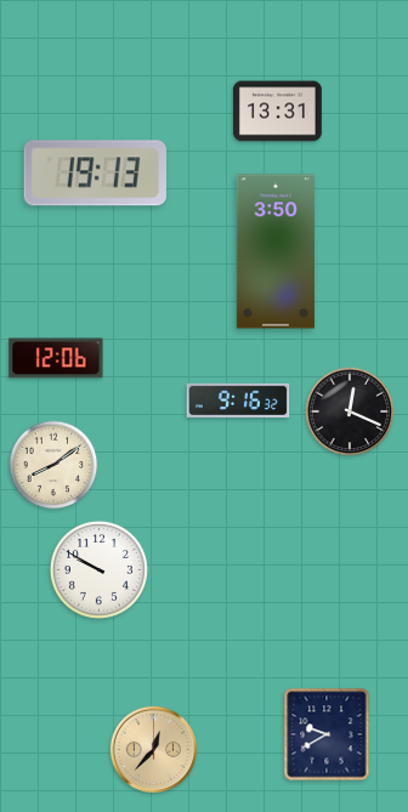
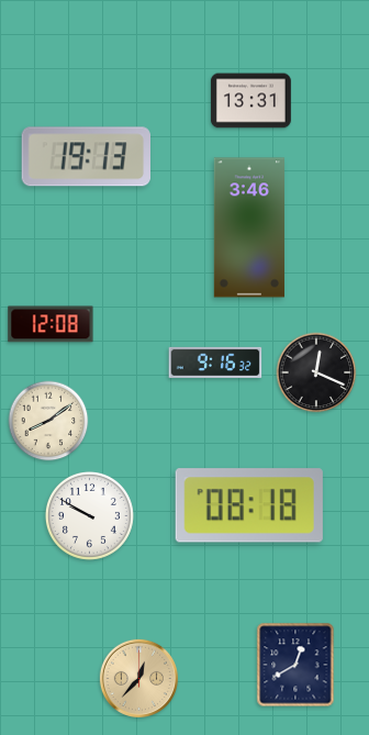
clock at (274, 251): 3:50 -> 3:46
clock at (56, 358): 12:06 -> 12:08
clock at (249, 505): none -> 08:18
clock at (327, 734): 9:40 -> 12:40
